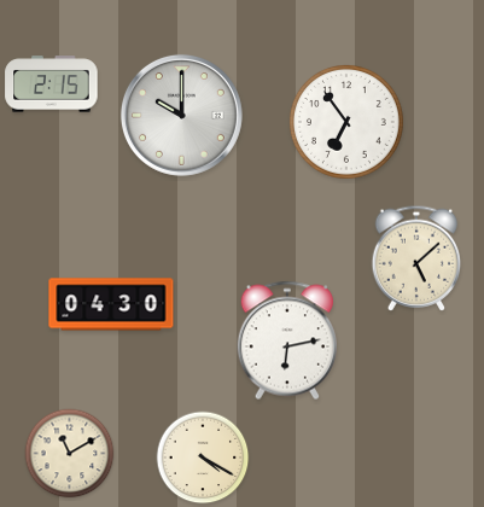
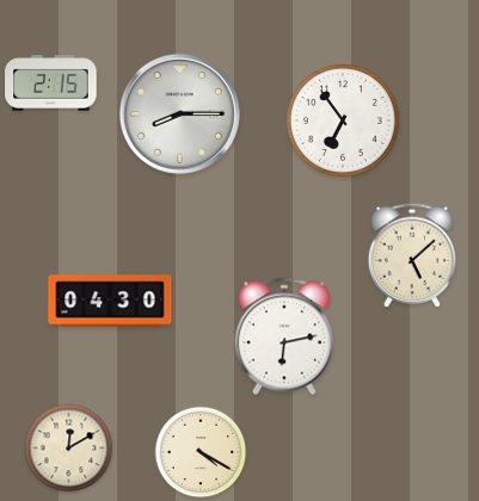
clock at (181, 115): 10:00 -> 8:15
clock at (70, 454): 11:10 -> 12:10
